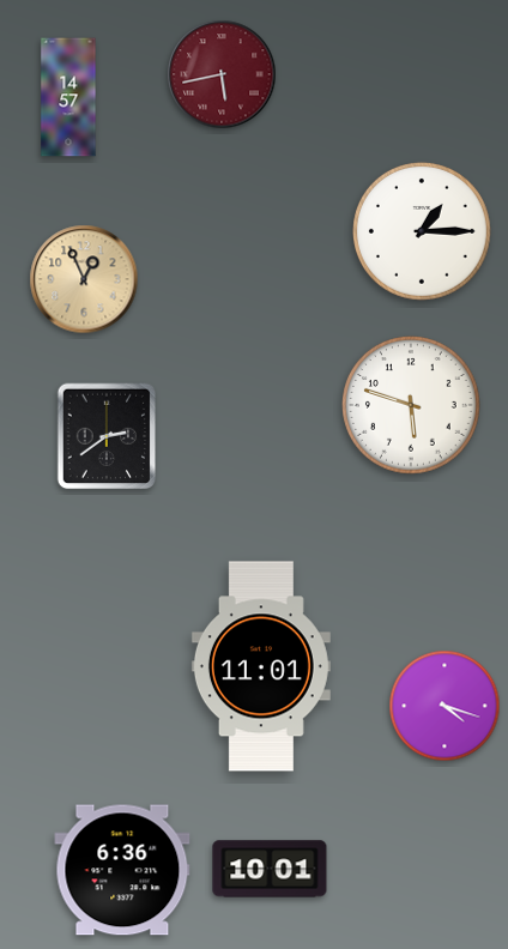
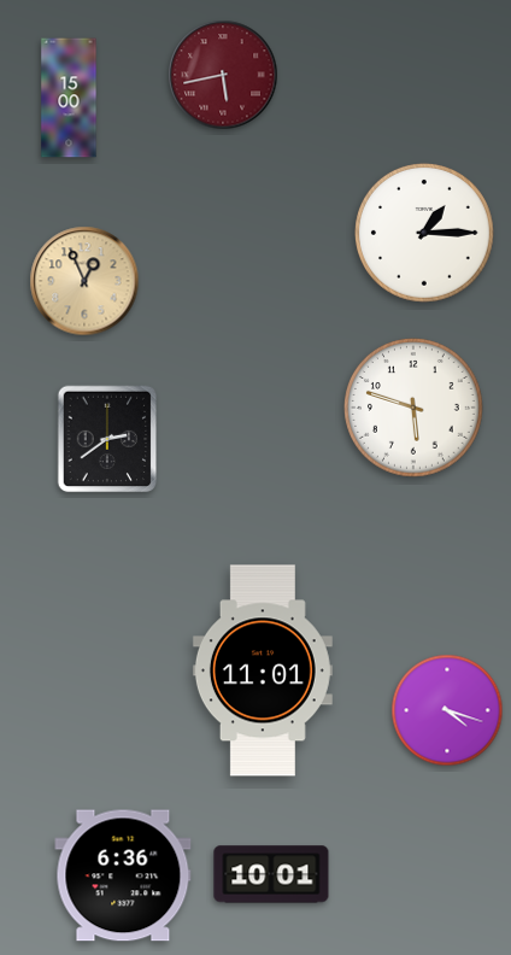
clock at (68, 97): 14:57 -> 15:00
